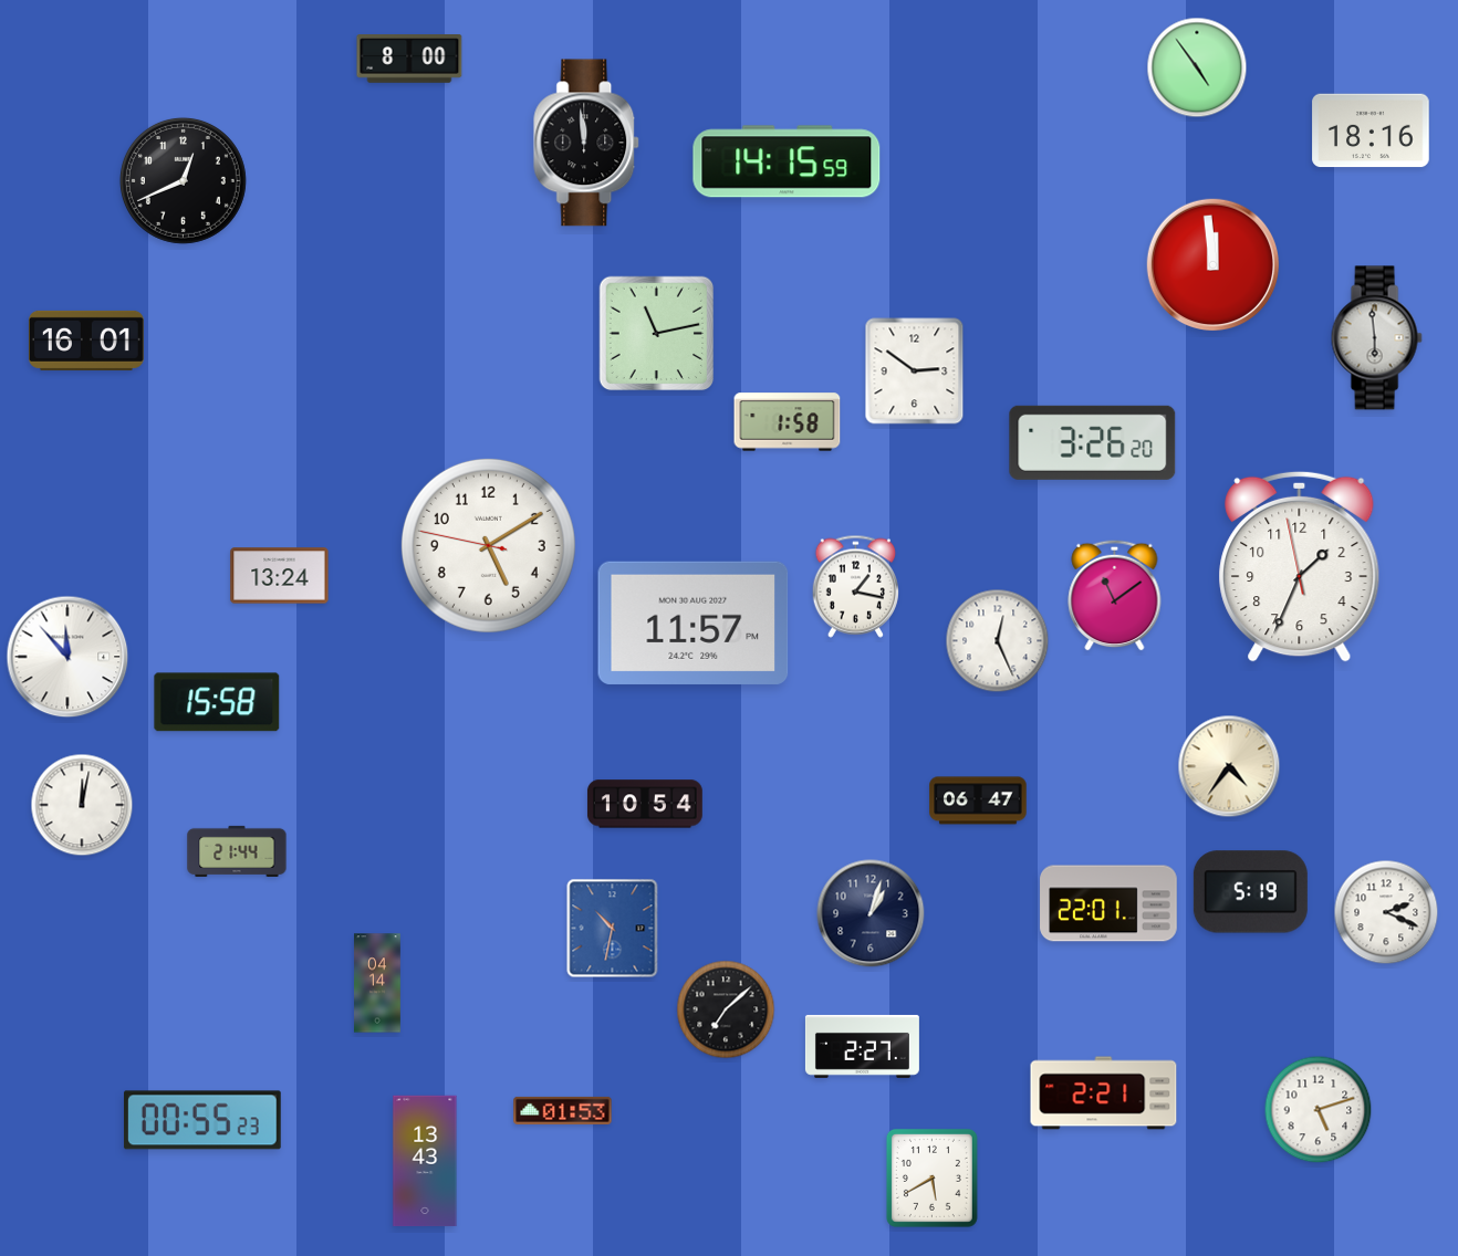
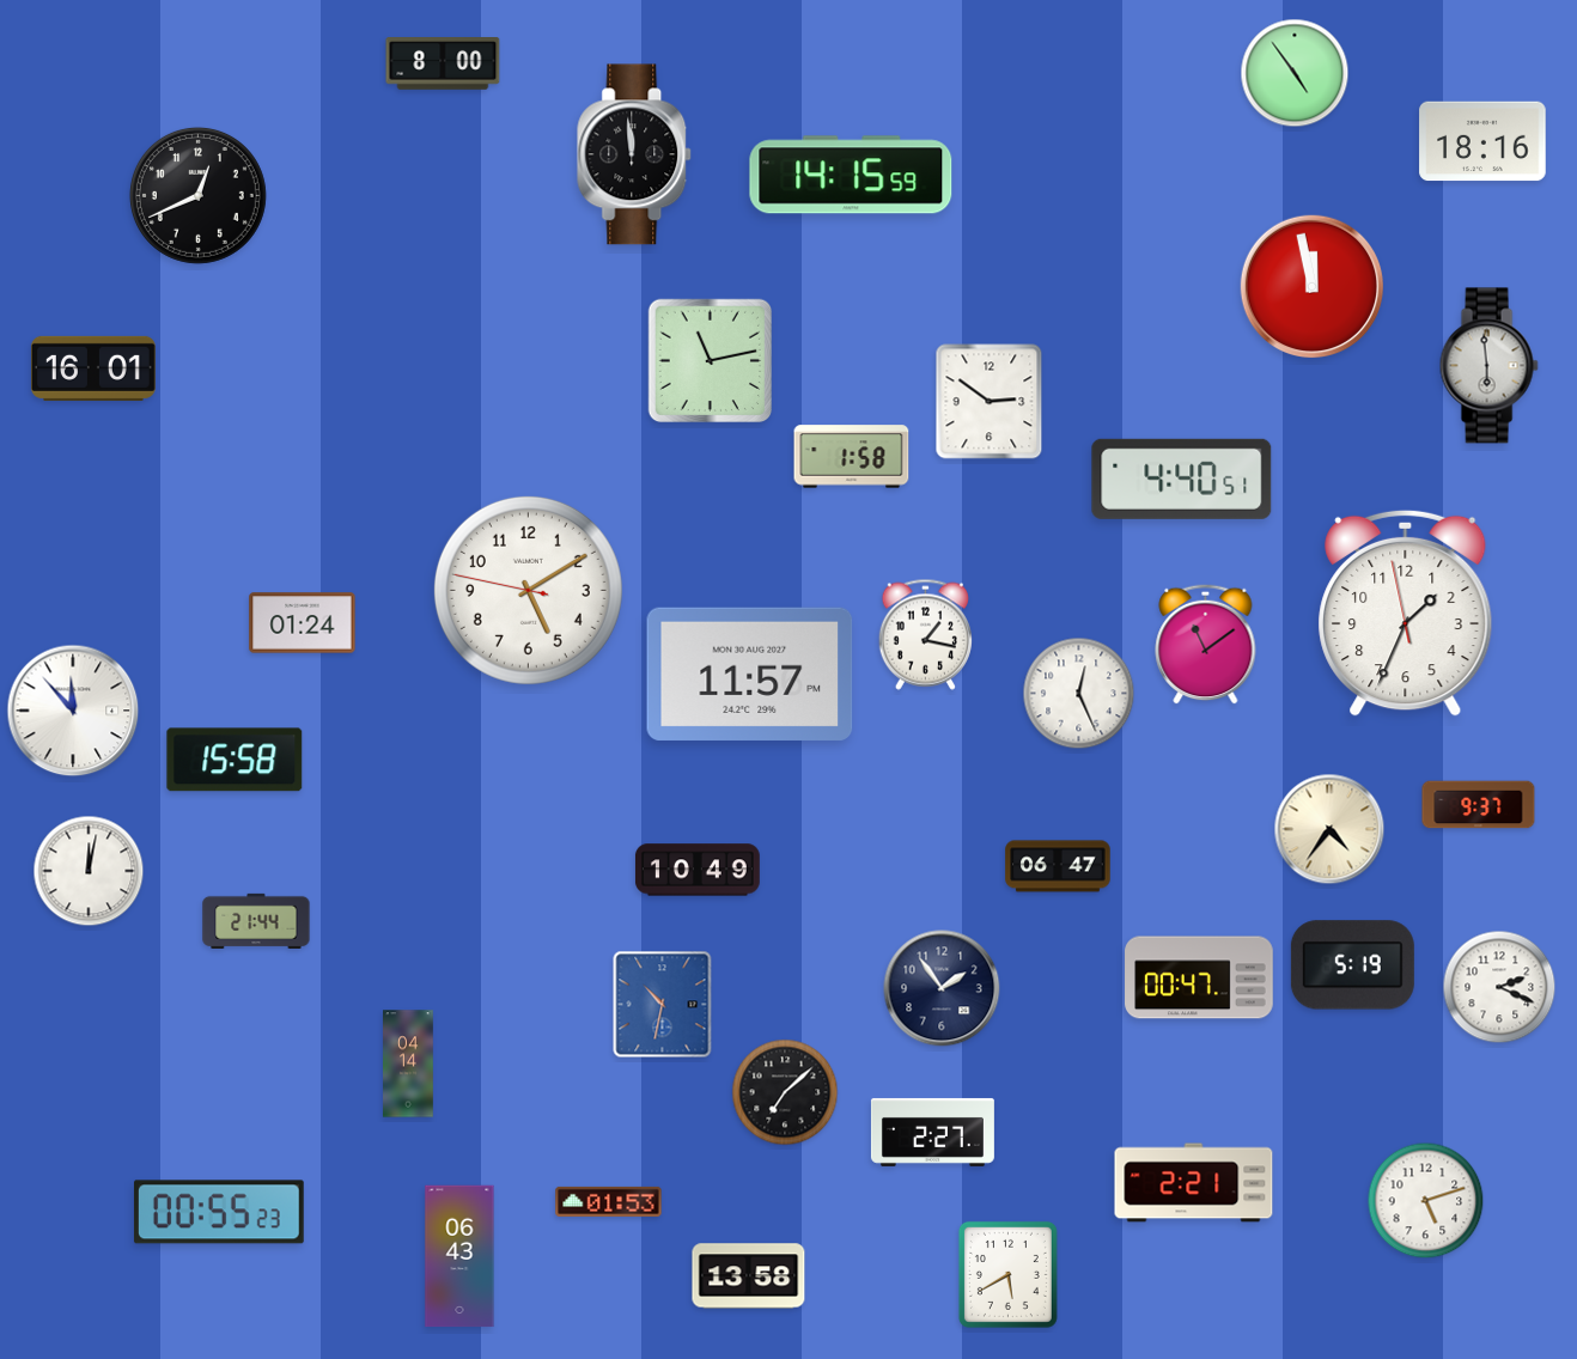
clock at (1212, 264): 11:59 -> 11:58
clock at (1093, 442): 3:26 -> 4:40
clock at (280, 576): 13:24 -> 01:24
clock at (1479, 805): none -> 9:37
clock at (645, 804): 10:54 -> 10:49
clock at (1108, 903): 22:01 -> 00:47
clock at (871, 913): 1:03 -> 1:54
clock at (425, 1161): 13:43 -> 06:43
clock at (749, 1276): none -> 13:58
